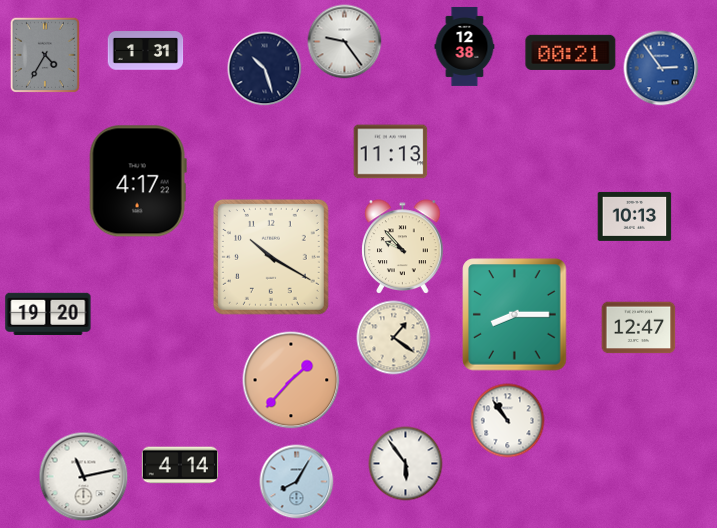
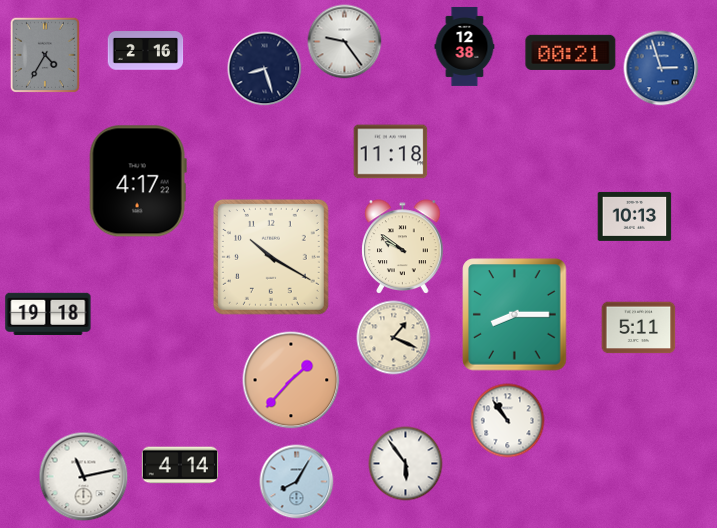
clock at (146, 51): 1:31 -> 2:16
clock at (661, 68): 2:54 -> 2:57
clock at (265, 69): 10:27 -> 8:27
clock at (391, 152): 11:13 -> 11:18
clock at (403, 246): 9:53 -> 9:51
clock at (48, 314): 19:20 -> 19:18
clock at (639, 328): 12:47 -> 5:11
clock at (394, 338): 1:21 -> 1:19
